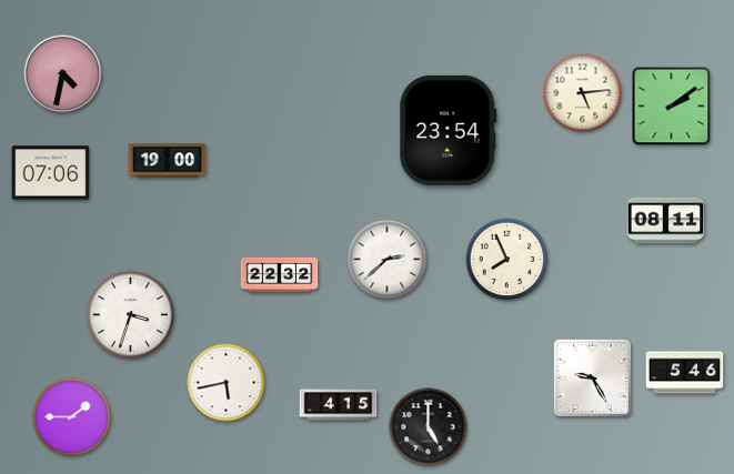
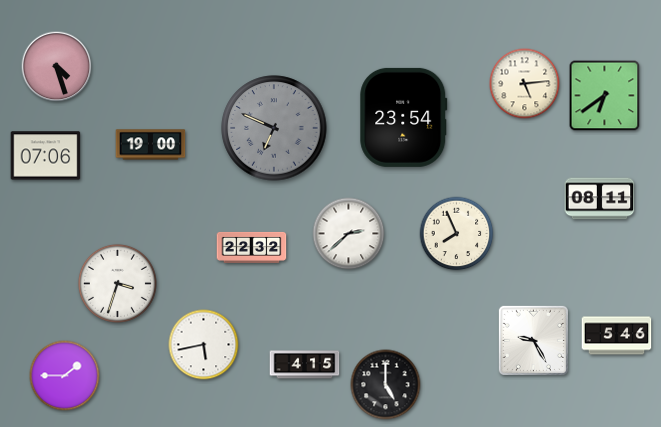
clock at (63, 74): 4:32 -> 4:27
clock at (672, 107): 2:09 -> 6:39
clock at (274, 128): none -> 6:49
